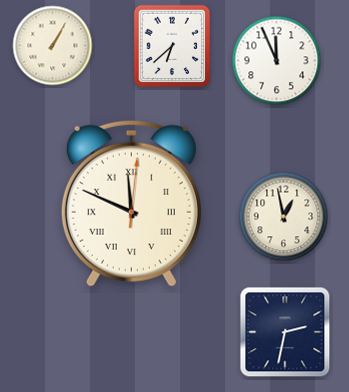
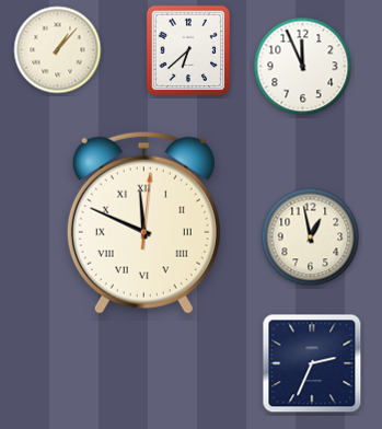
clock at (53, 46): 1:05 -> 1:07
clock at (285, 332): 2:32 -> 2:34
